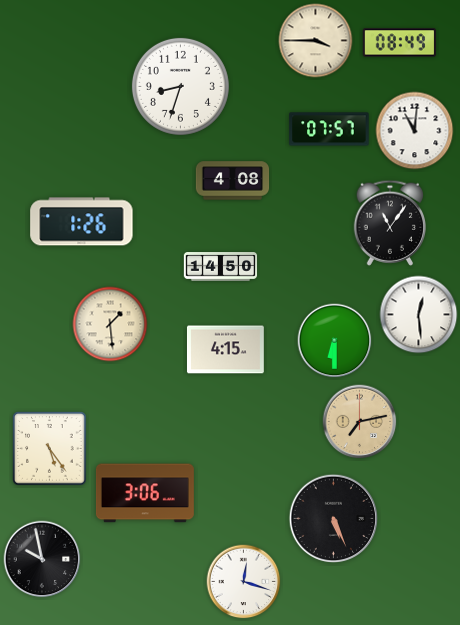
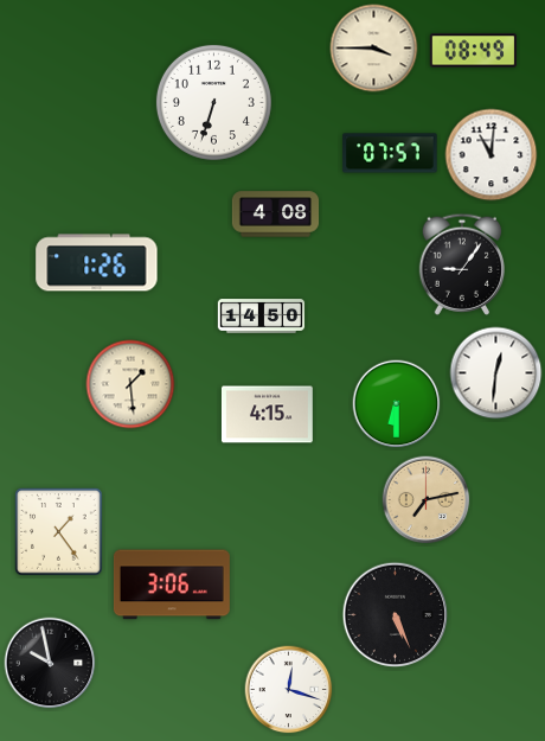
clock at (180, 86): 8:33 -> 6:33
clock at (390, 223): 11:06 -> 9:06
clock at (419, 315): 12:29 -> 12:31
clock at (50, 449): 5:24 -> 1:24
